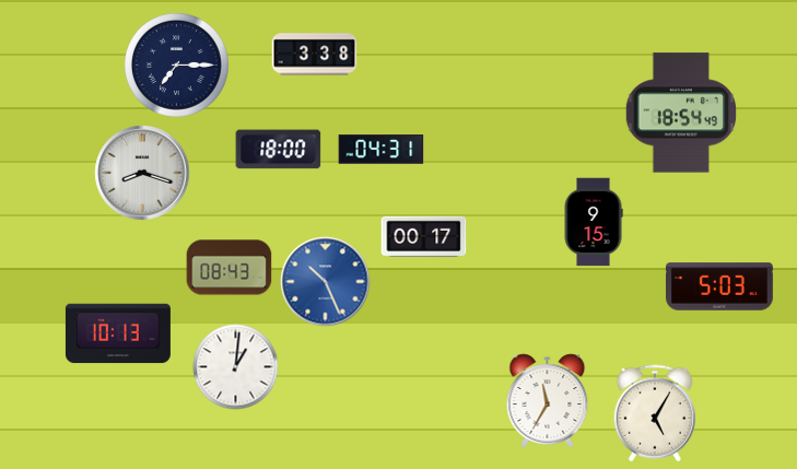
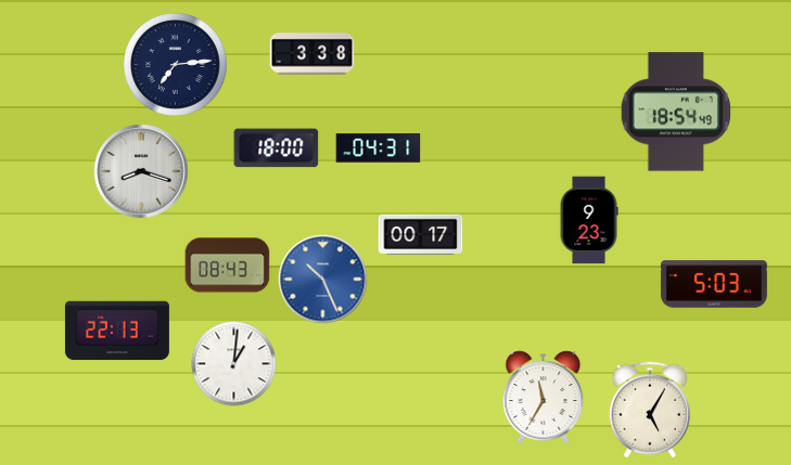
clock at (176, 65): 7:15 -> 7:14
clock at (594, 222): 9:15 -> 9:23
clock at (118, 333): 10:13 -> 22:13
